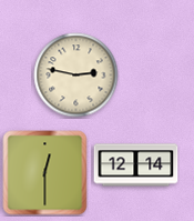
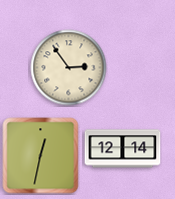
clock at (76, 76): 2:47 -> 2:54
clock at (45, 173): 12:30 -> 12:32
